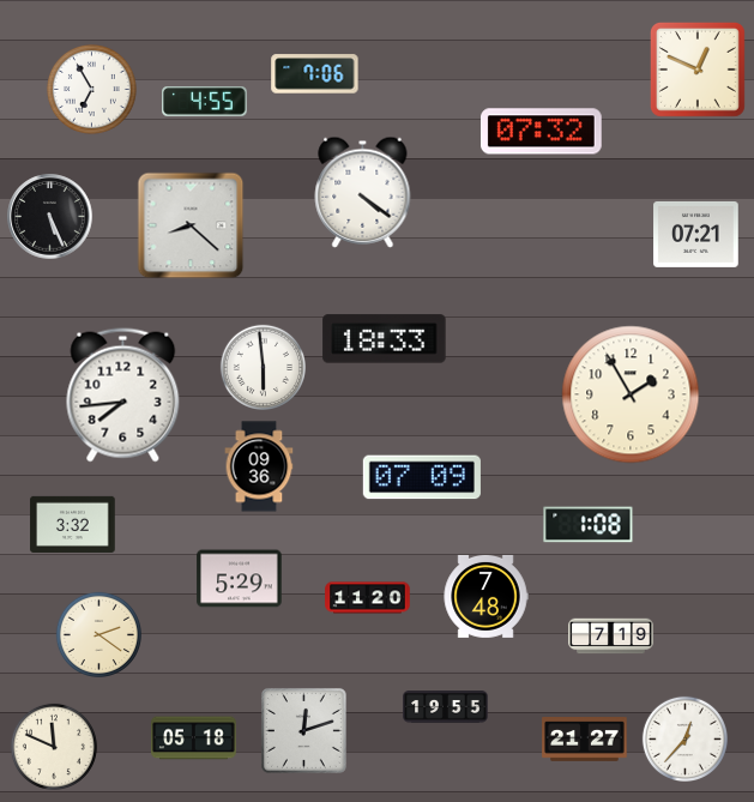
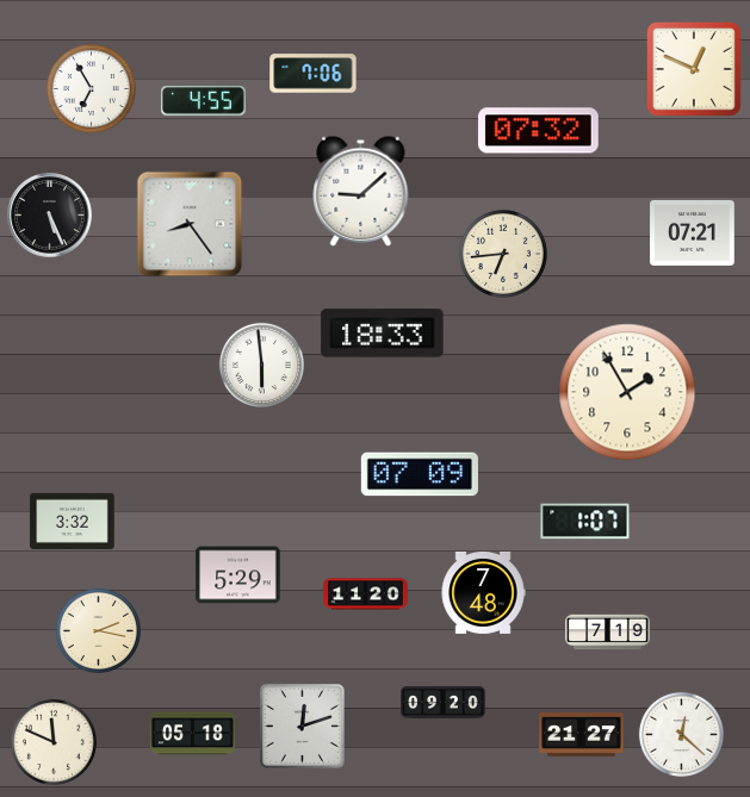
clock at (363, 192): 4:21 -> 9:08
clock at (191, 225): 8:22 -> 8:24
clock at (503, 254): none -> 6:44
clock at (385, 339) position: (385, 339) -> (383, 334)
clock at (123, 396): 7:44 -> none
clock at (259, 466): 09:36 -> none
clock at (589, 525): 1:08 -> 1:07
clock at (98, 634): 2:21 -> 2:17
clock at (446, 707): 19:55 -> 09:20
clock at (684, 738): 12:37 -> 12:22
